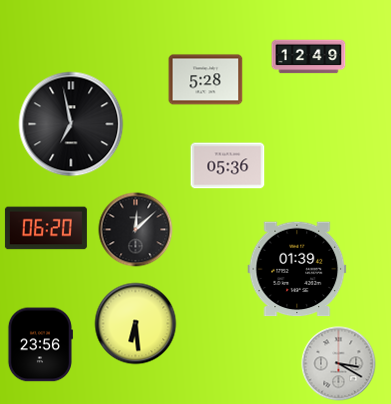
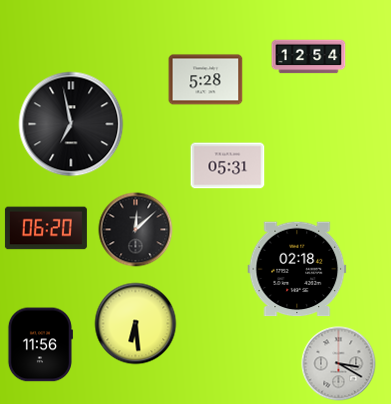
clock at (309, 57): 12:49 -> 12:54
clock at (228, 166): 05:36 -> 05:31
clock at (297, 269): 01:39 -> 02:18
clock at (40, 345): 23:56 -> 11:56
